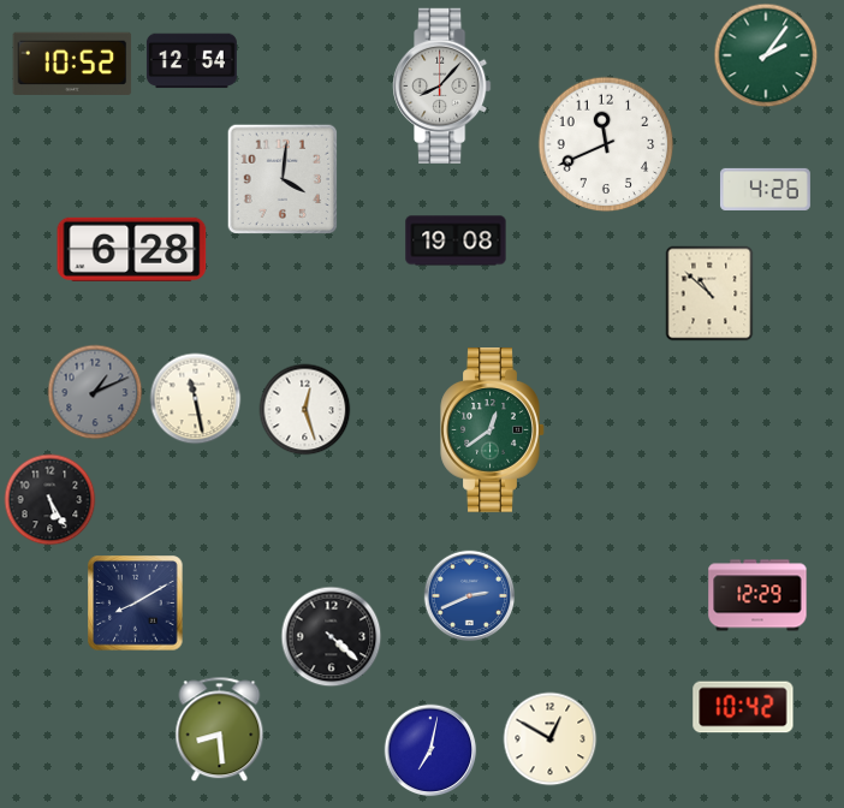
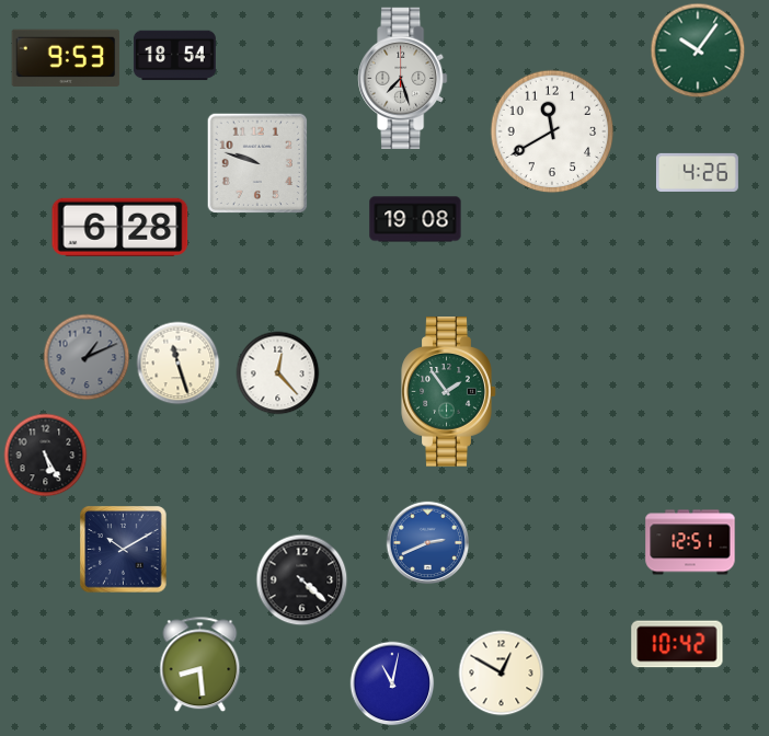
clock at (766, 55): 2:06 -> 10:06
clock at (191, 61): 12:54 -> 18:54
clock at (72, 64): 10:52 -> 9:53
clock at (442, 85): 8:07 -> 7:27
clock at (606, 144): 11:41 -> 11:40
clock at (281, 178): 4:01 -> 9:48
clock at (709, 293): 10:52 -> none
clock at (196, 399): 11:28 -> 11:27
clock at (305, 410): 12:27 -> 12:23
clock at (493, 430): 12:39 -> 1:54
clock at (757, 595): 12:29 -> 12:51
clock at (136, 604): 8:10 -> 10:10
clock at (430, 750): 7:02 -> 11:02
